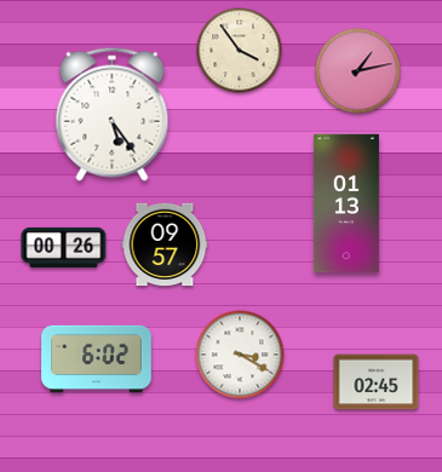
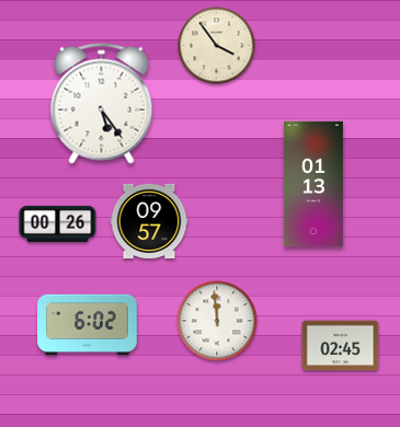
clock at (358, 71): 1:13 -> none
clock at (240, 355): 3:20 -> 11:59
